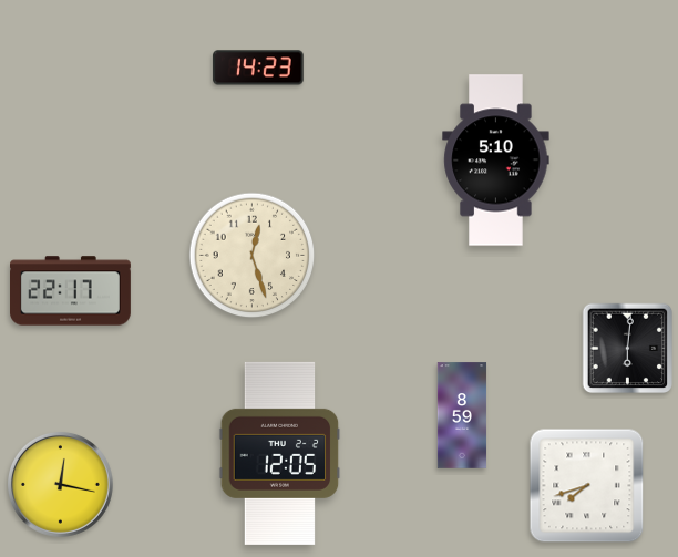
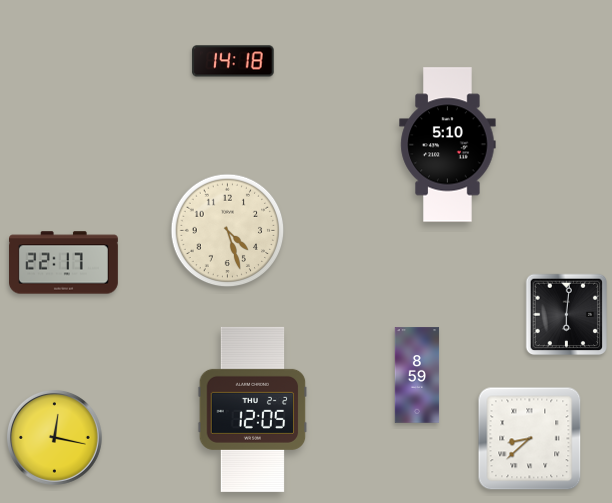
clock at (258, 68): 14:23 -> 14:18
clock at (253, 256): 12:27 -> 4:27
clock at (587, 486): 7:42 -> 8:38
